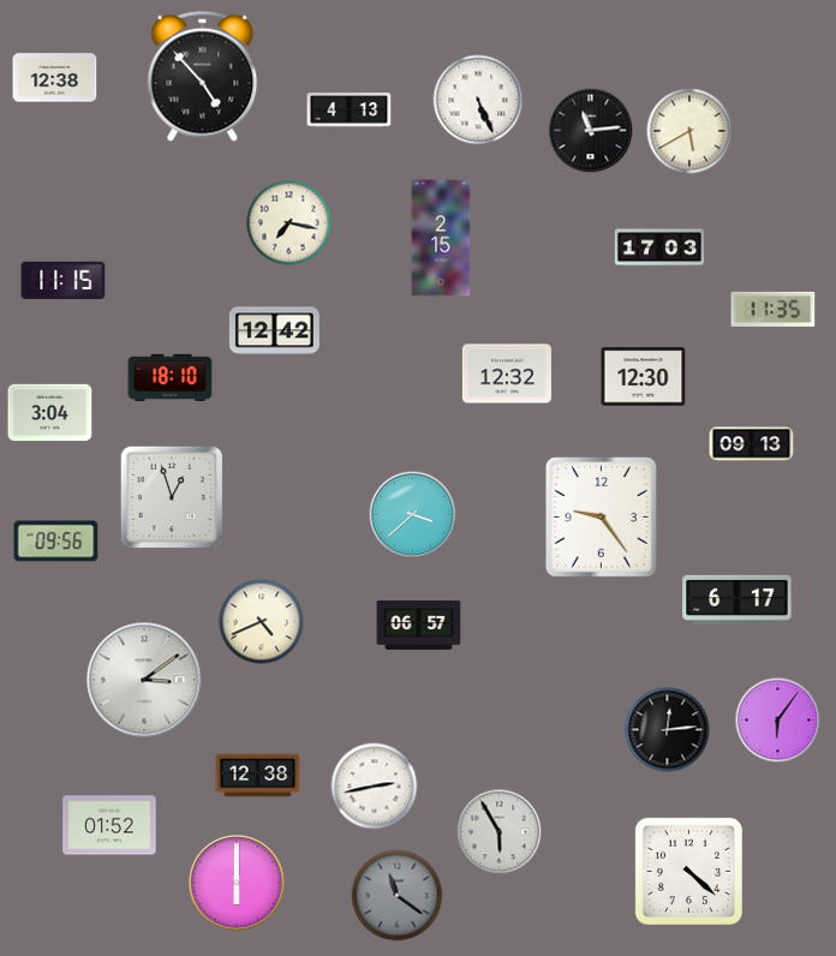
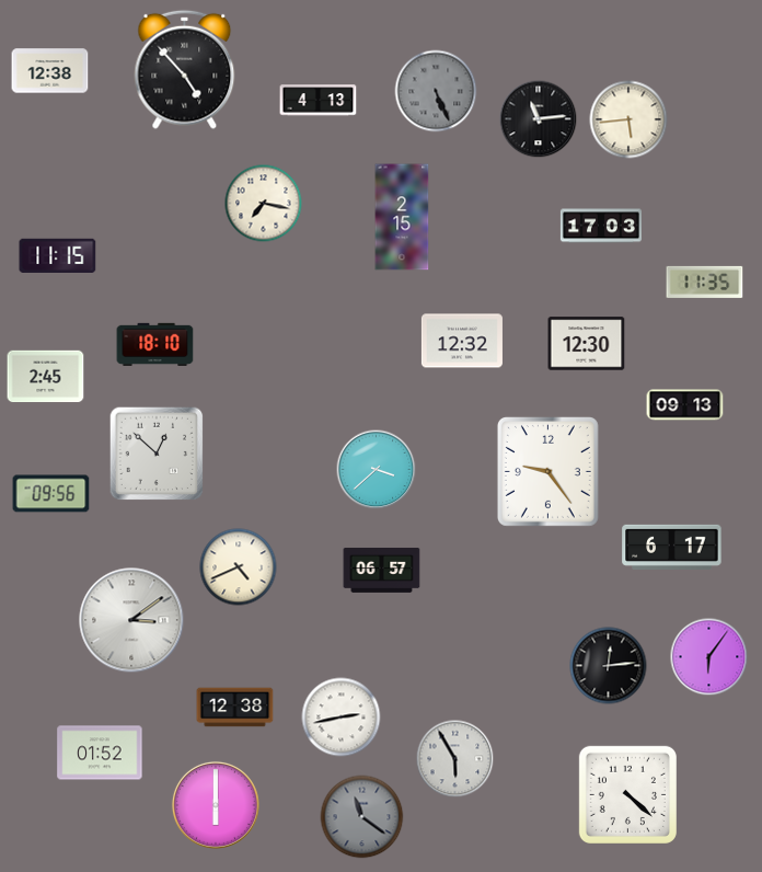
clock at (478, 100) dial: white -> grey
clock at (689, 131): 5:40 -> 5:44
clock at (274, 331): 12:42 -> none
clock at (50, 413): 3:04 -> 2:45
clock at (172, 497): 12:57 -> 12:52
